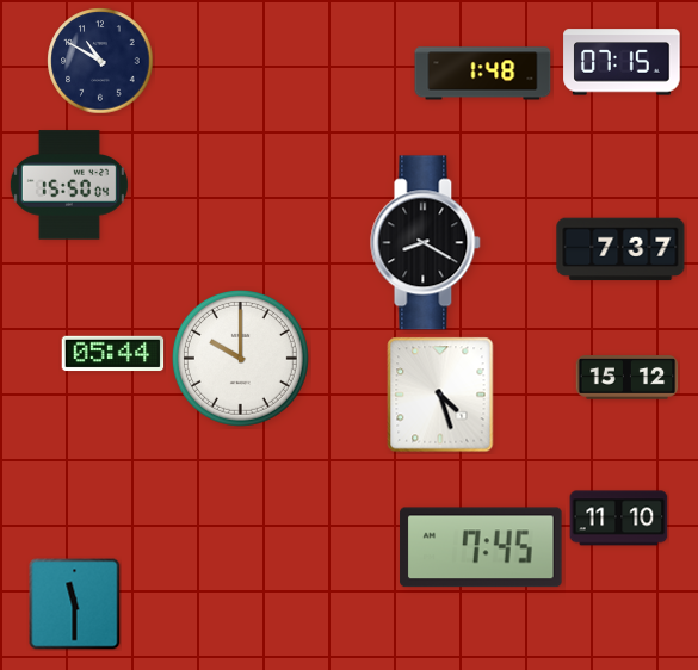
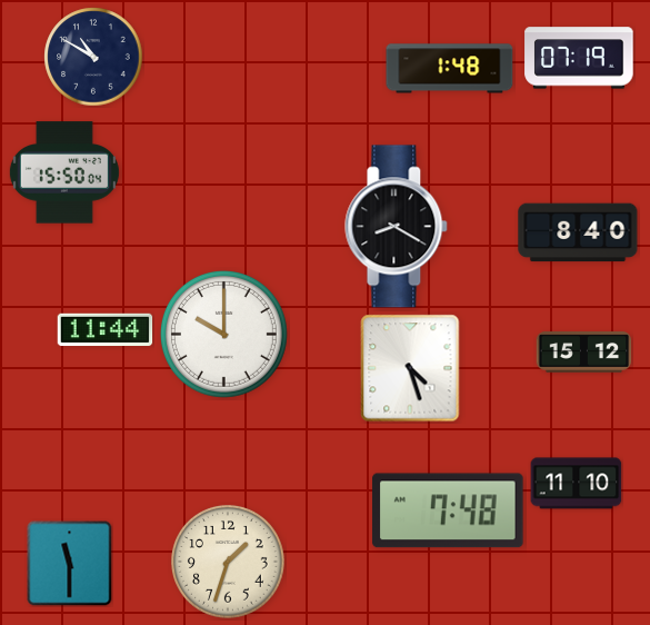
clock at (622, 62): 07:15 -> 07:19
clock at (620, 249): 7:37 -> 8:40
clock at (113, 354): 05:44 -> 11:44
clock at (481, 547): 7:45 -> 7:48
clock at (229, 563): none -> 1:33
